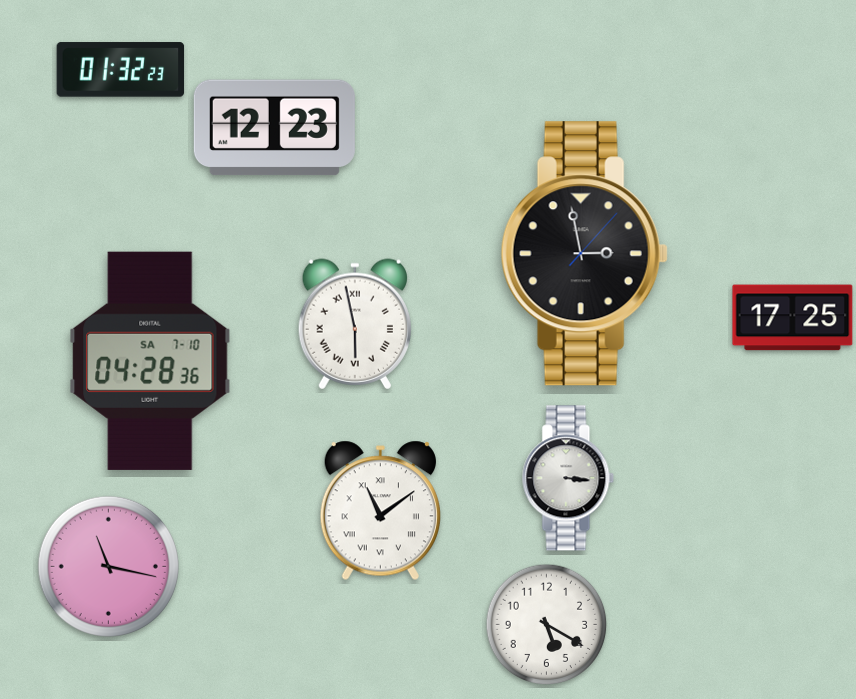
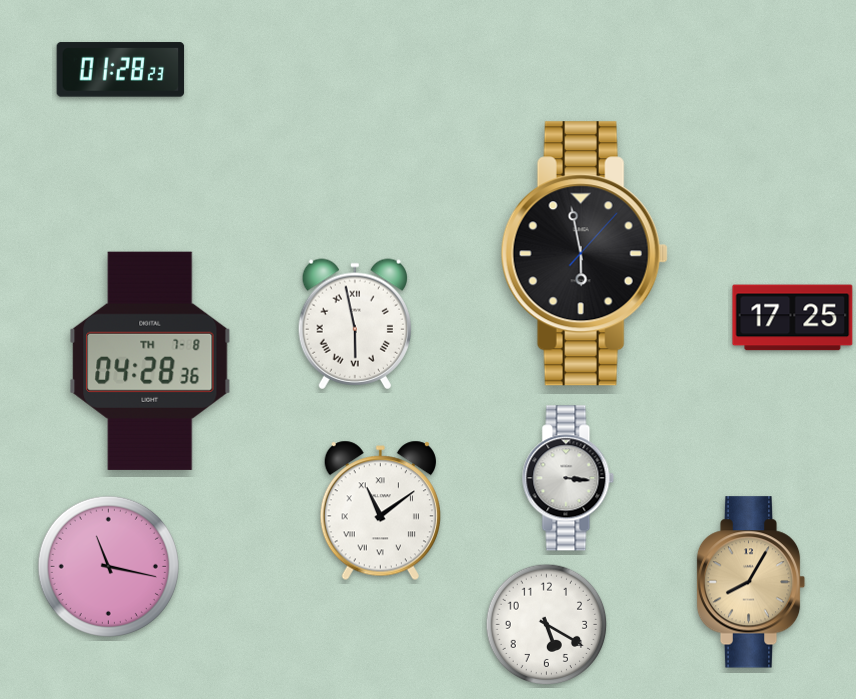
clock at (121, 70): 01:32 -> 01:28
clock at (274, 128): 12:23 -> none
clock at (584, 254): 2:58 -> 5:58
clock at (150, 361) date: SA 7-10 -> TH 7-8
clock at (751, 582): none -> 8:05
